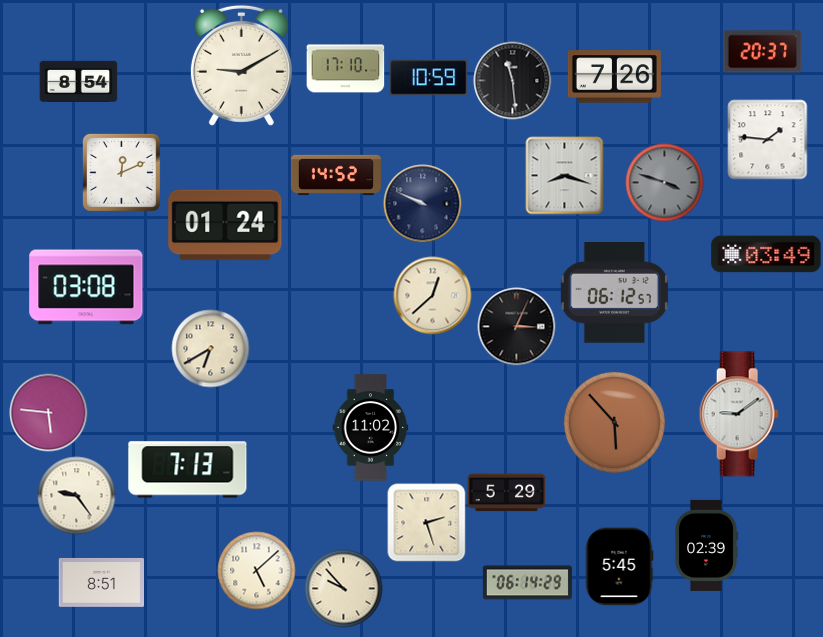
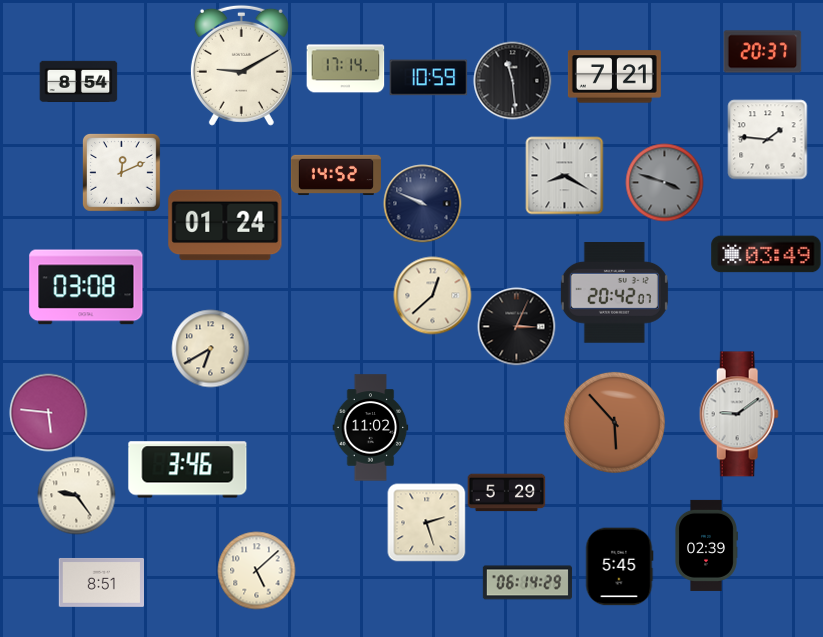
clock at (345, 69): 17:10 -> 17:14
clock at (614, 77): 7:26 -> 7:21
clock at (564, 175): 8:18 -> 8:20
clock at (614, 293): 06:12 -> 20:42
clock at (188, 470): 7:13 -> 3:46
clock at (343, 588): 9:53 -> none
